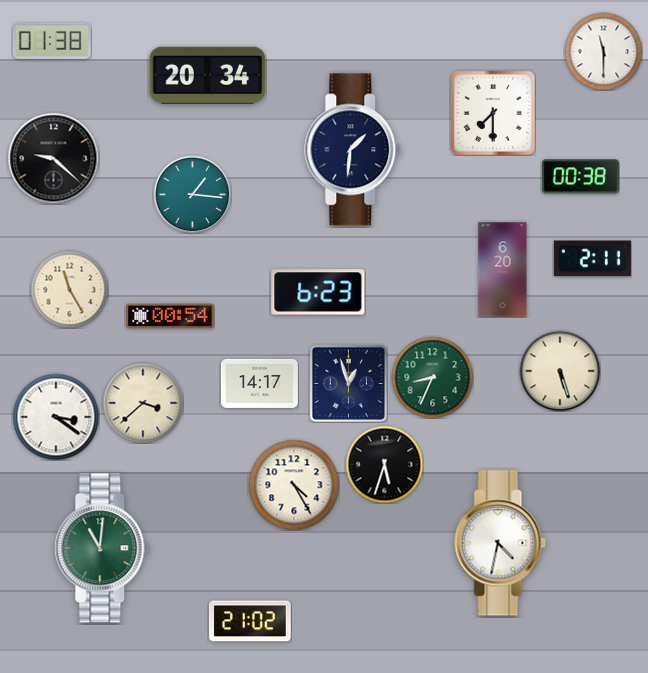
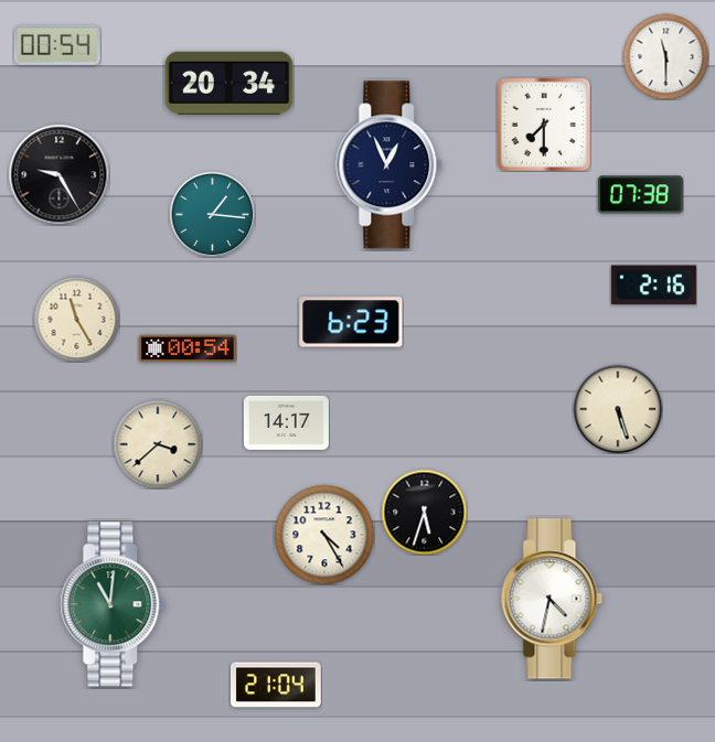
clock at (52, 41): 01:38 -> 00:54
clock at (353, 150): 1:31 -> 12:56
clock at (53, 158): 9:22 -> 9:25
clock at (580, 177): 00:38 -> 07:38
clock at (592, 259): 2:11 -> 2:16
clock at (503, 270): 6:20 -> none
clock at (432, 377): 8:34 -> none
clock at (348, 383): 12:57 -> none
clock at (56, 417): 3:21 -> none
clock at (251, 621): 21:02 -> 21:04
